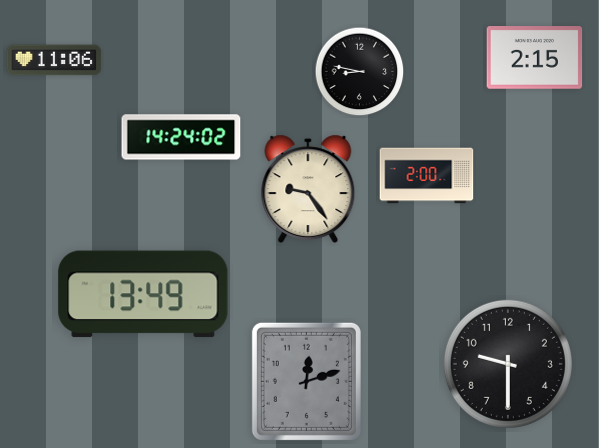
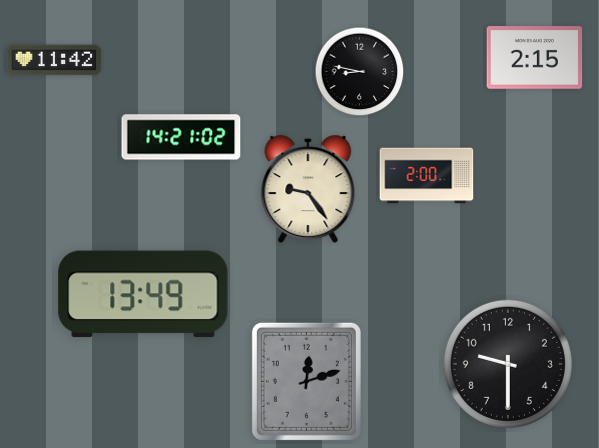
clock at (54, 60): 11:06 -> 11:42
clock at (181, 137): 14:24 -> 14:21
